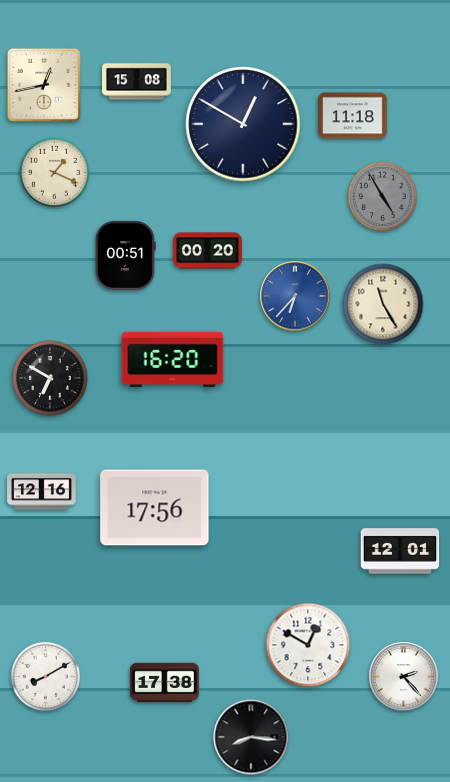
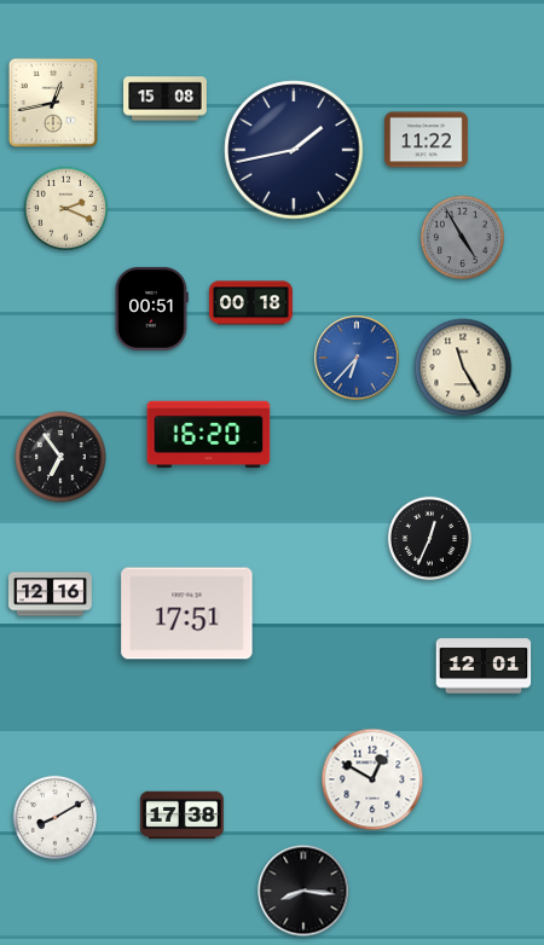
clock at (353, 116): 11:18 -> 11:22
clock at (243, 124): 12:50 -> 1:43
clock at (54, 172): 1:19 -> 2:19
clock at (208, 251): 00:20 -> 00:18
clock at (50, 378): 6:50 -> 6:54
clock at (429, 538): none -> 12:34
clock at (155, 508): 17:56 -> 17:51
clock at (404, 677): 2:23 -> none
clock at (165, 683) position: (165, 683) -> (183, 816)
